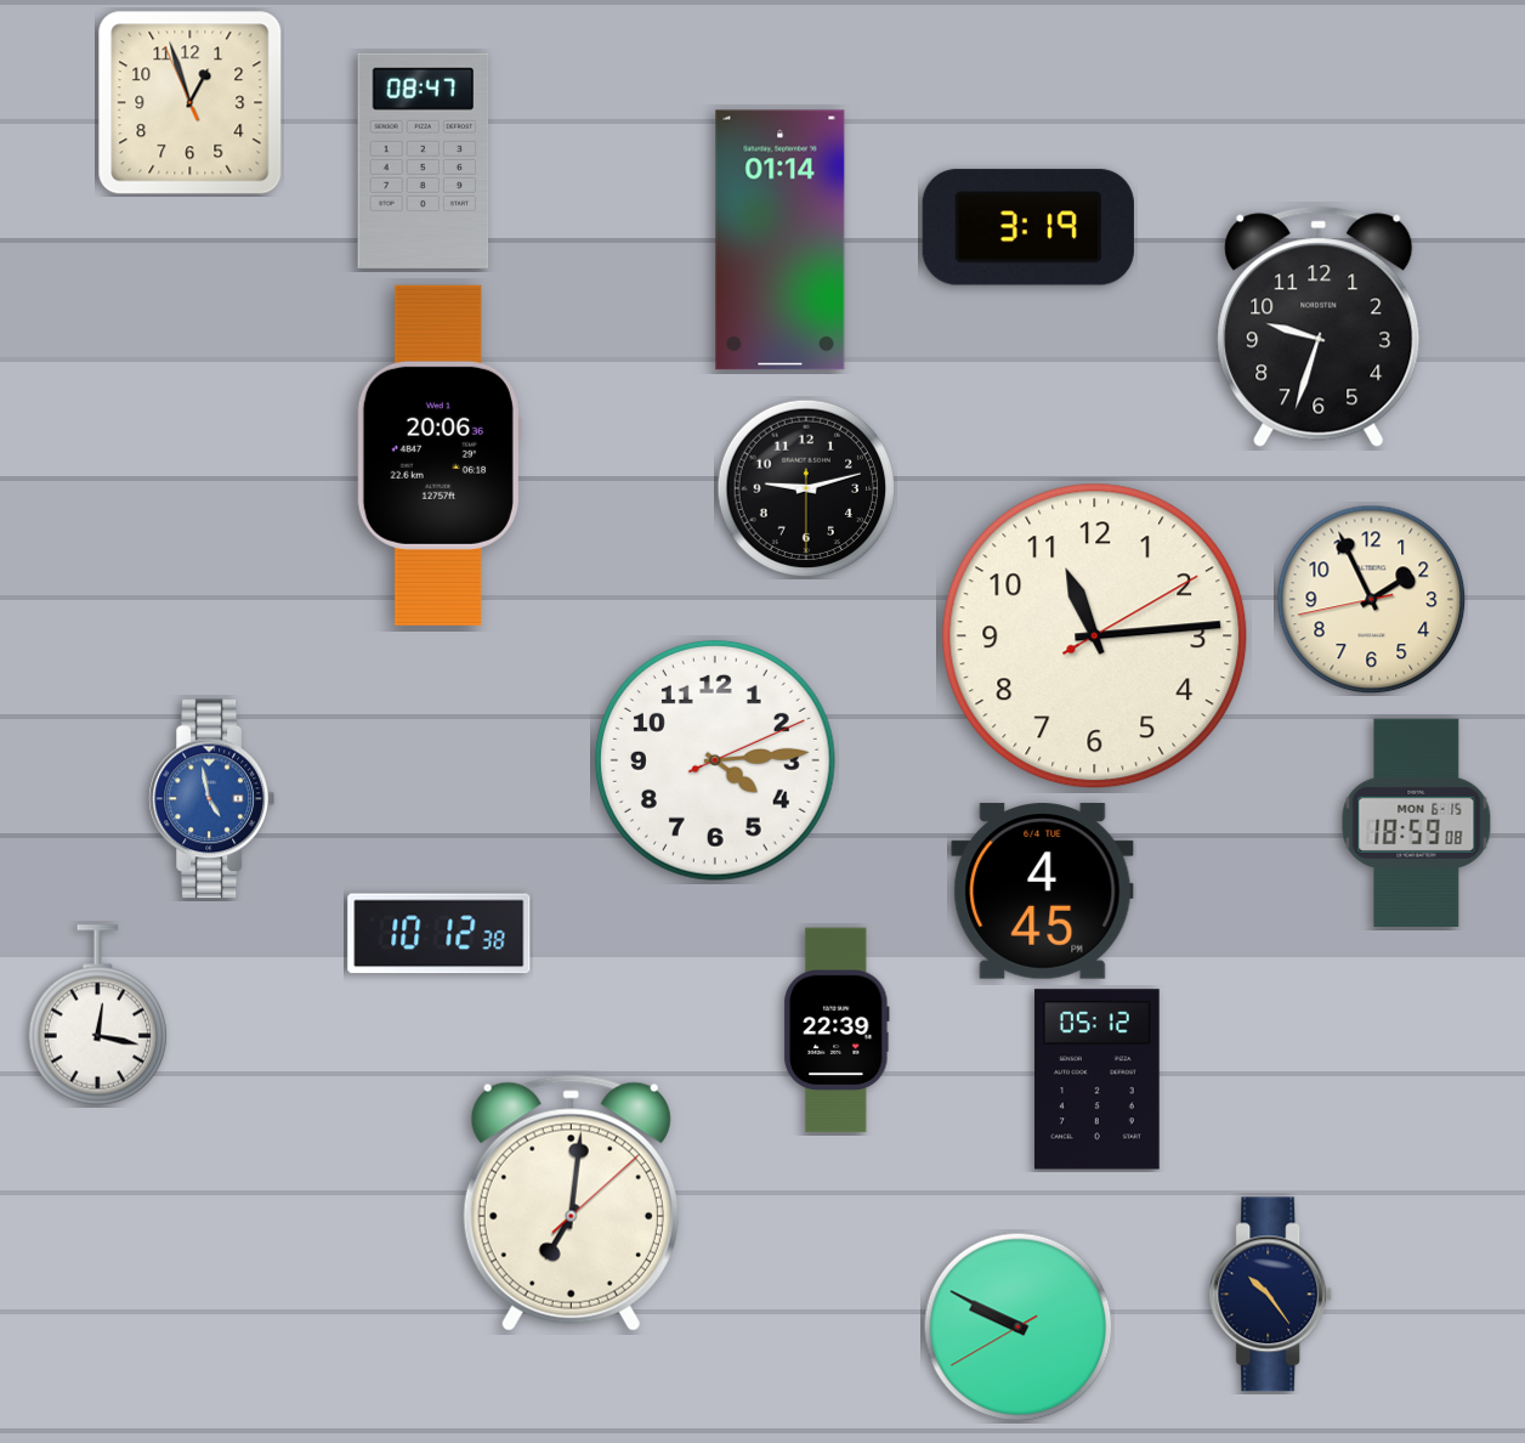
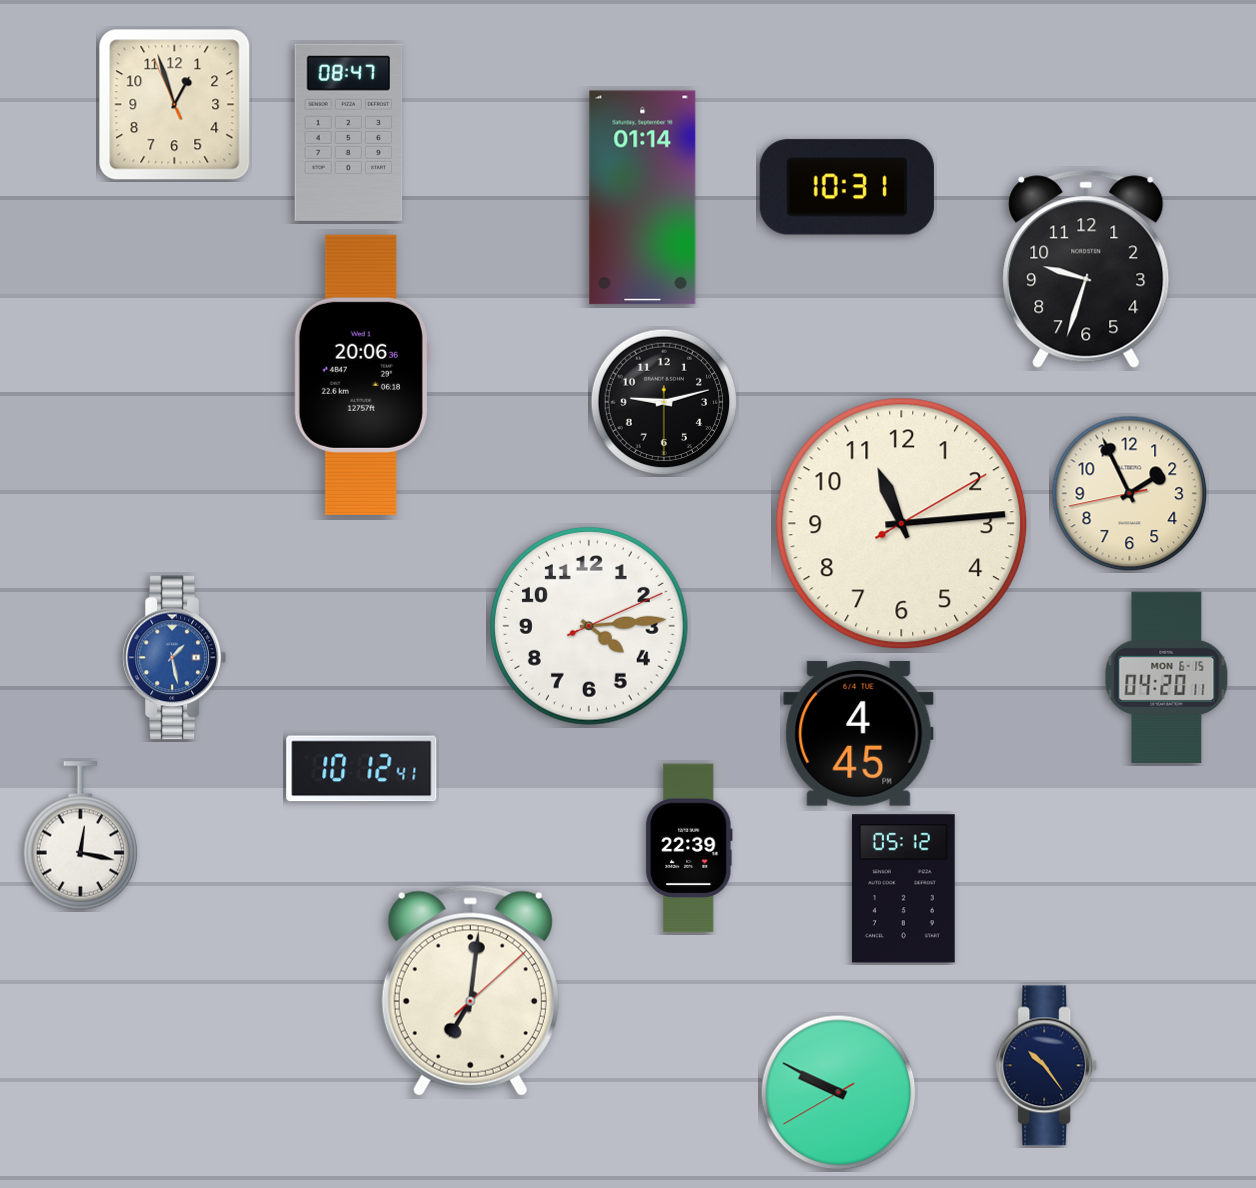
clock at (191, 103) position: (191, 103) -> (175, 105)
clock at (1028, 227): 3:19 -> 10:31
clock at (211, 799): 4:58 -> 1:28
clock at (1417, 824): 18:59 -> 04:20
clock at (440, 934): 10:12:38 -> 10:12:41
